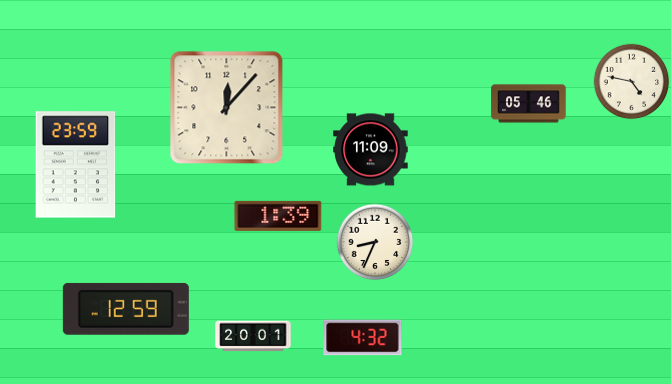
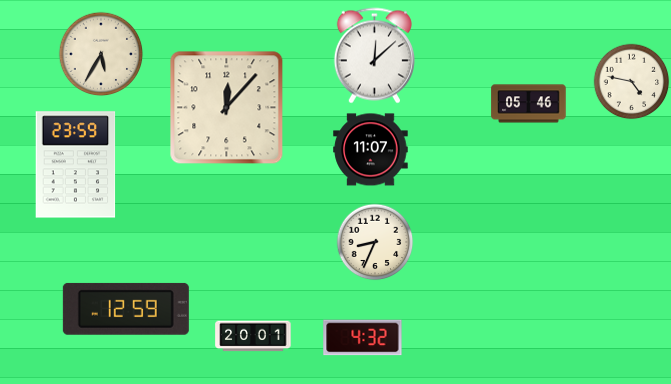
clock at (101, 54): none -> 5:35
clock at (374, 56): none -> 12:08
clock at (371, 150): 11:09 -> 11:07
clock at (278, 216): 1:39 -> none
